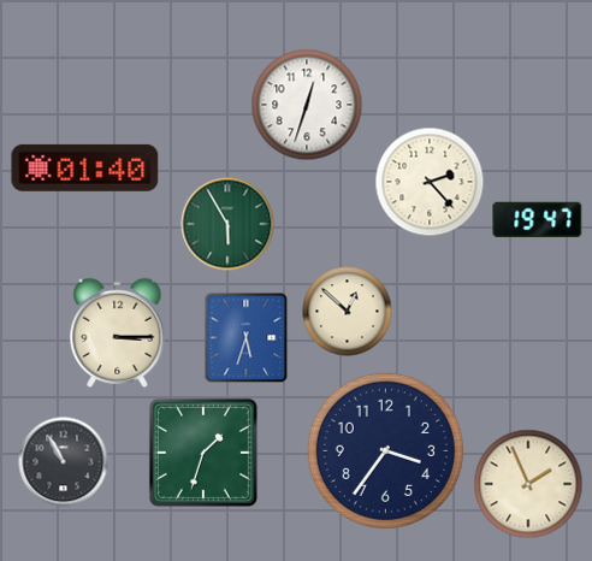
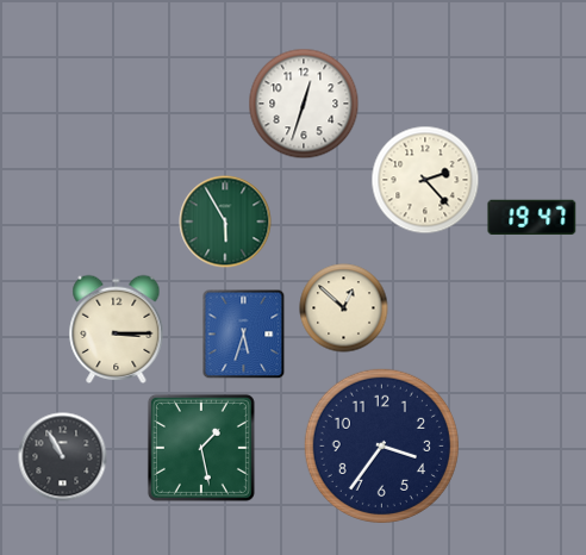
clock at (85, 167): 01:40 -> none
clock at (203, 453): 1:33 -> 1:28
clock at (528, 484): 1:56 -> none
